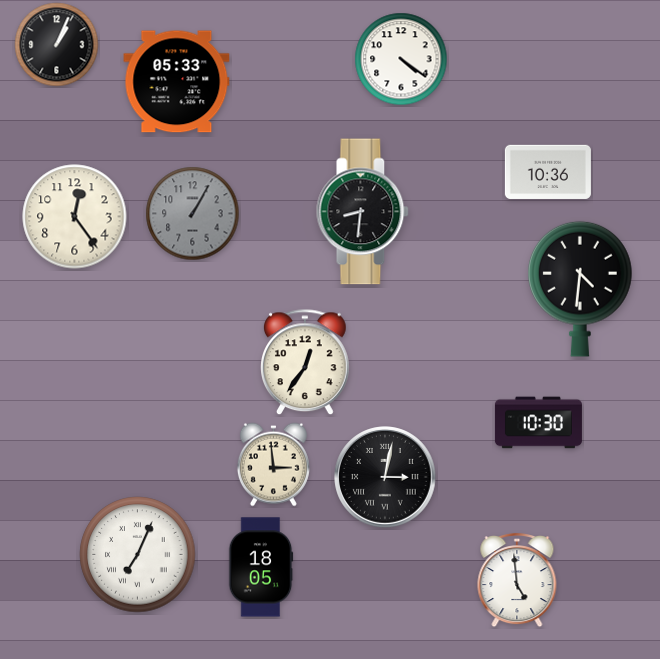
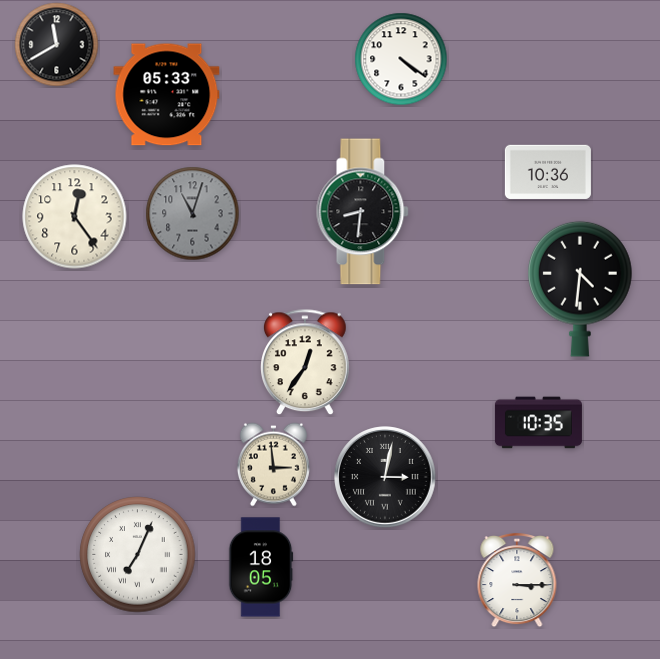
clock at (57, 45): 1:04 -> 11:40
clock at (177, 82) position: (177, 82) -> (167, 95)
clock at (193, 214): 1:05 -> 11:03
clock at (538, 423): 10:30 -> 10:35
clock at (517, 580): 4:59 -> 3:15
